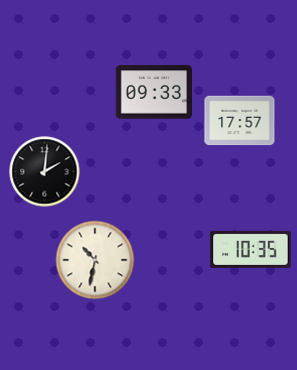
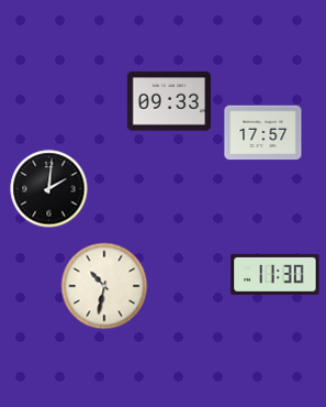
clock at (251, 249): 10:35 -> 11:30
